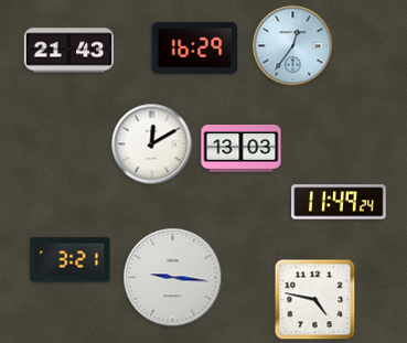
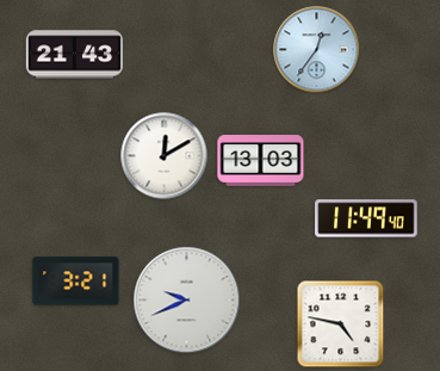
clock at (195, 47): 16:29 -> none
clock at (339, 202): 11:49:24 -> 11:49:40
clock at (173, 278): 9:16 -> 9:41
